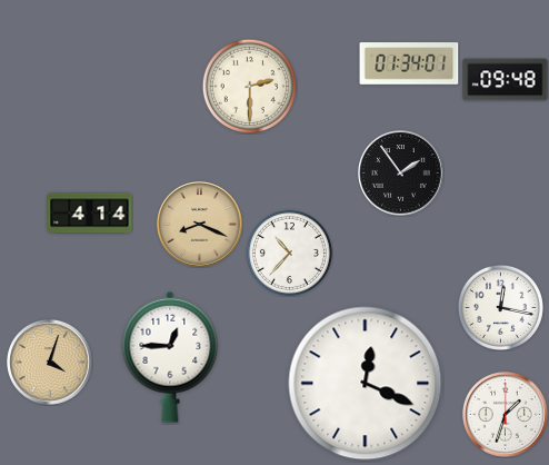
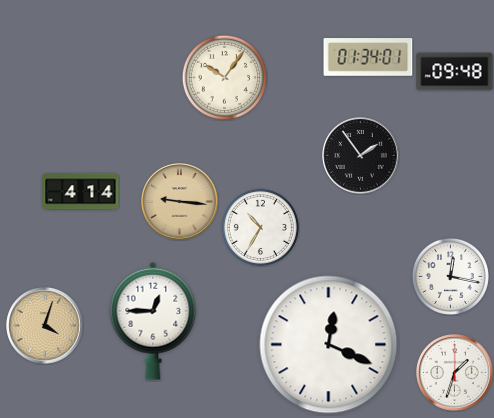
clock at (249, 86): 2:30 -> 10:06
clock at (200, 225): 8:19 -> 9:16
clock at (289, 253): 10:37 -> 10:35
